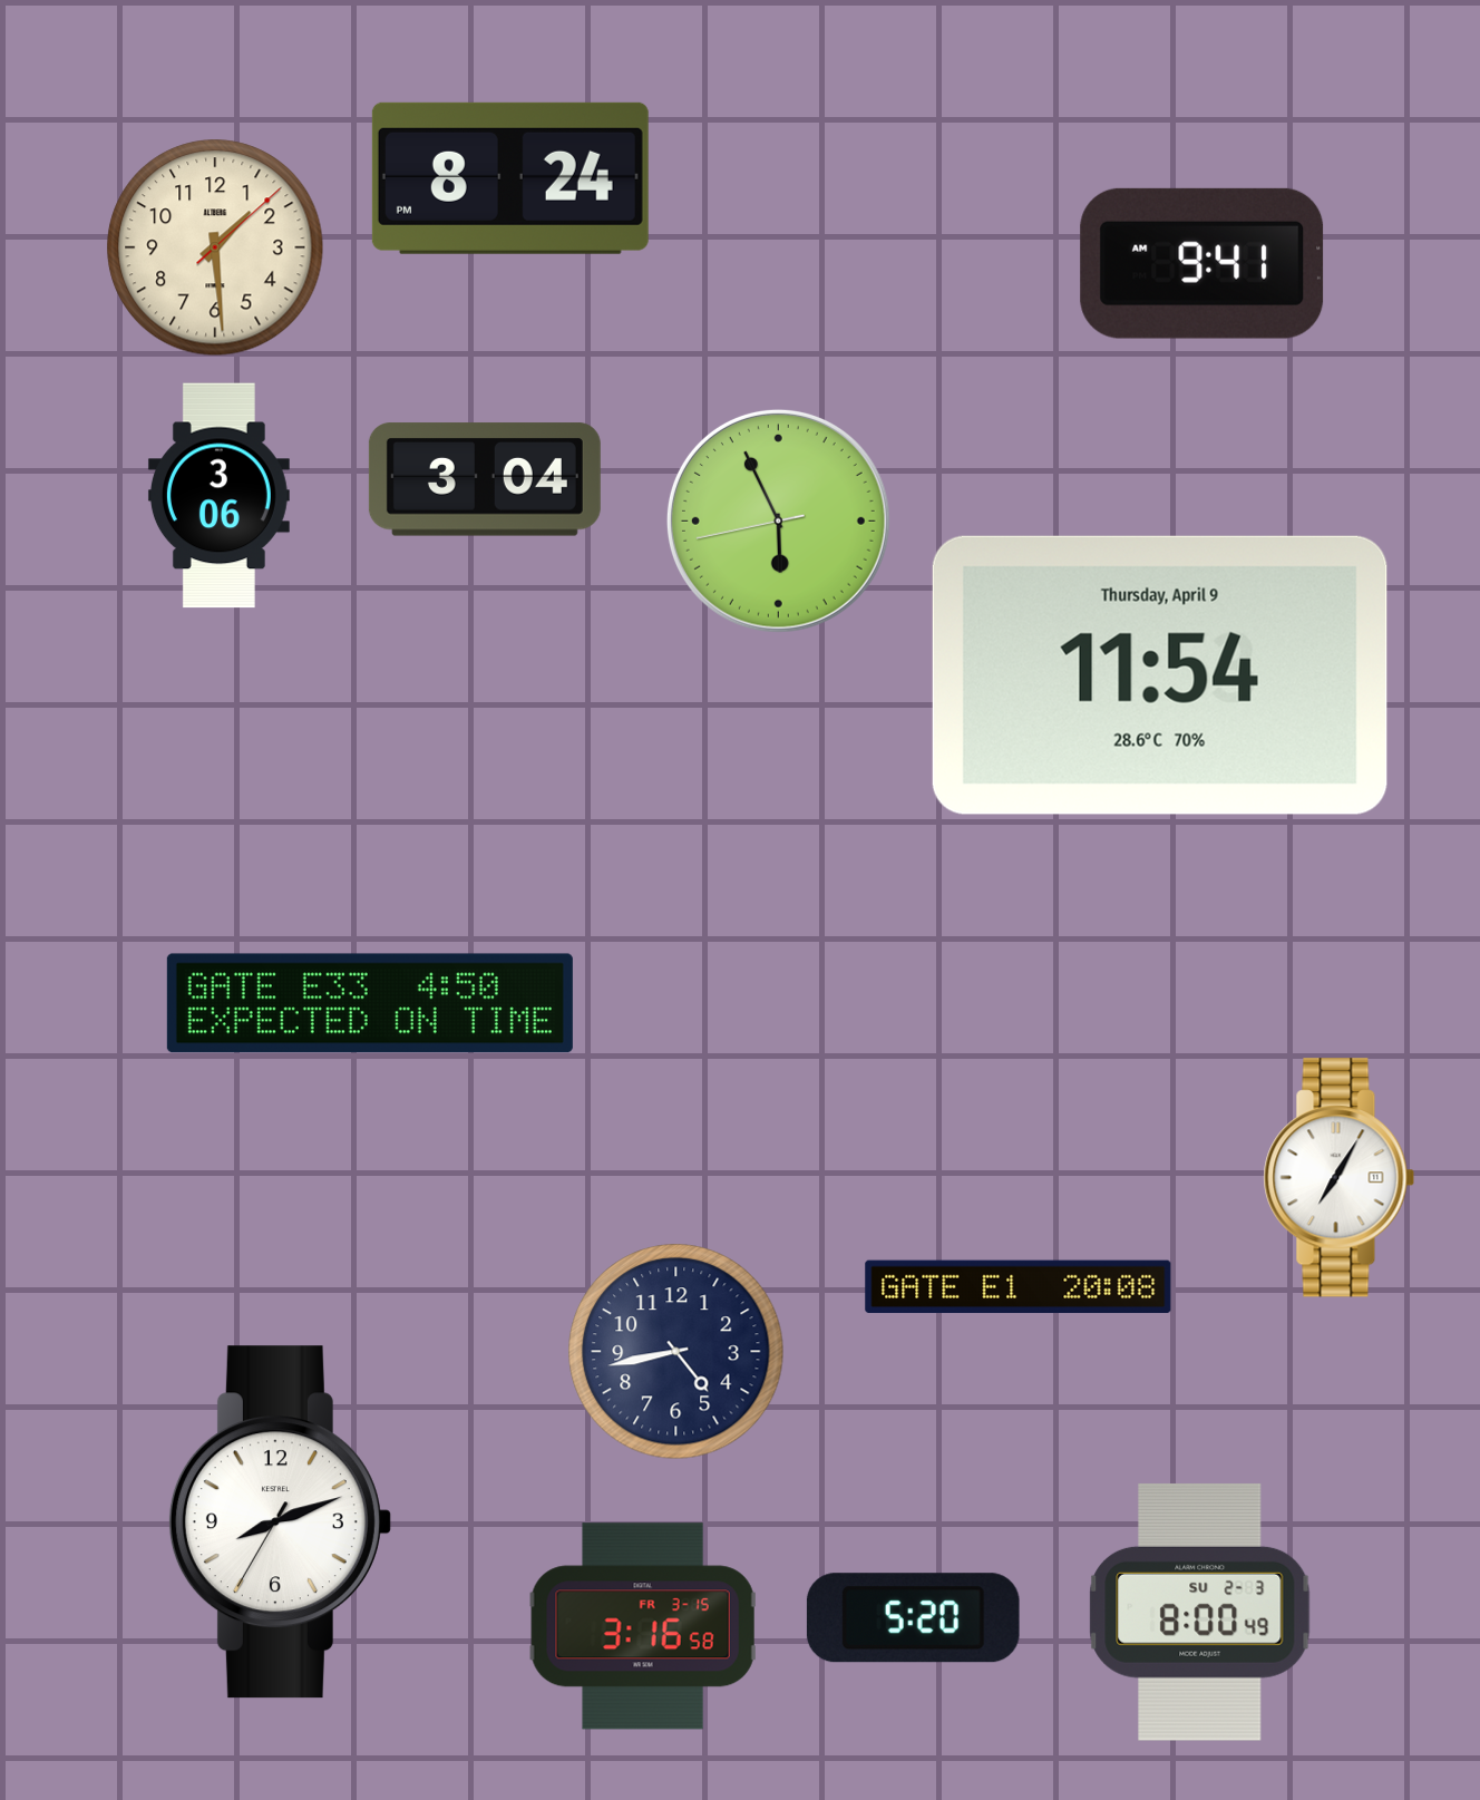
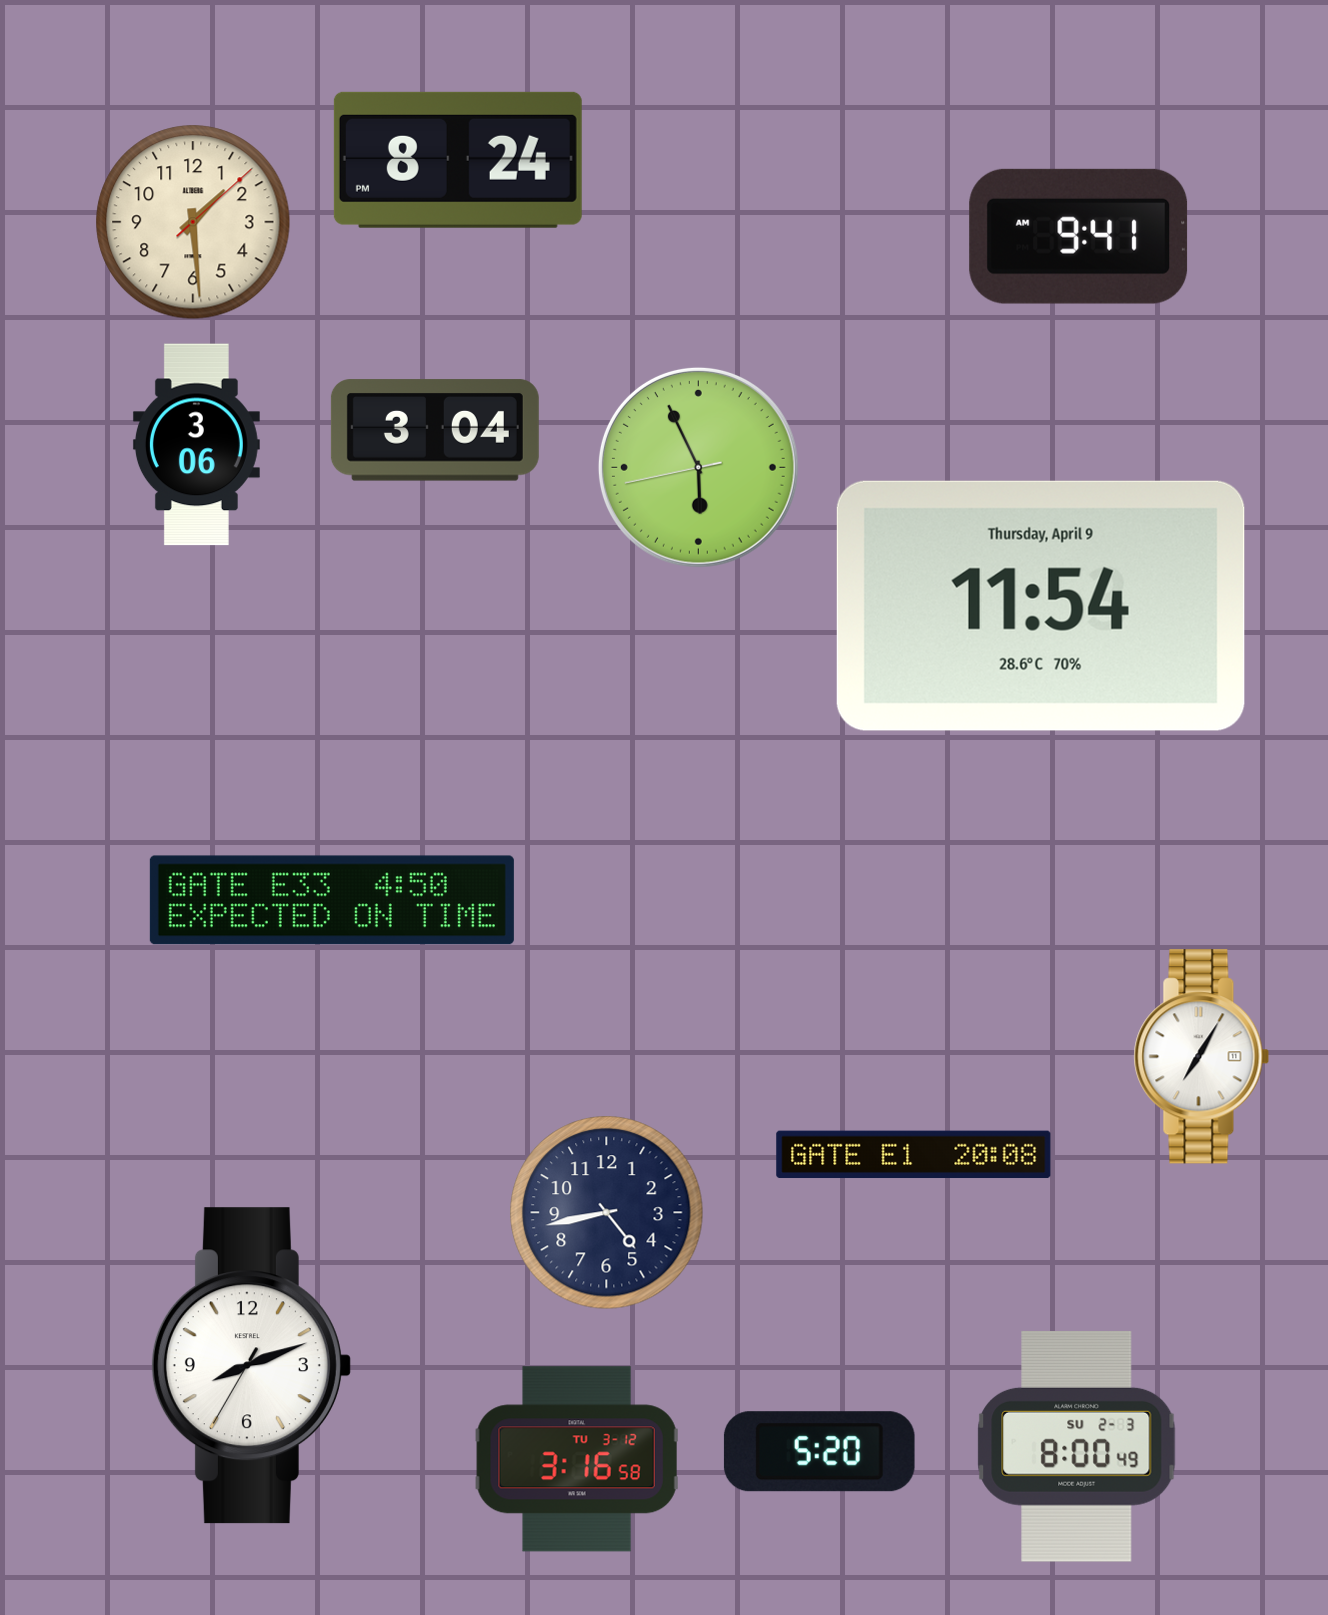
clock at (643, 1626) date: FR 3-15 -> TU 3-12
